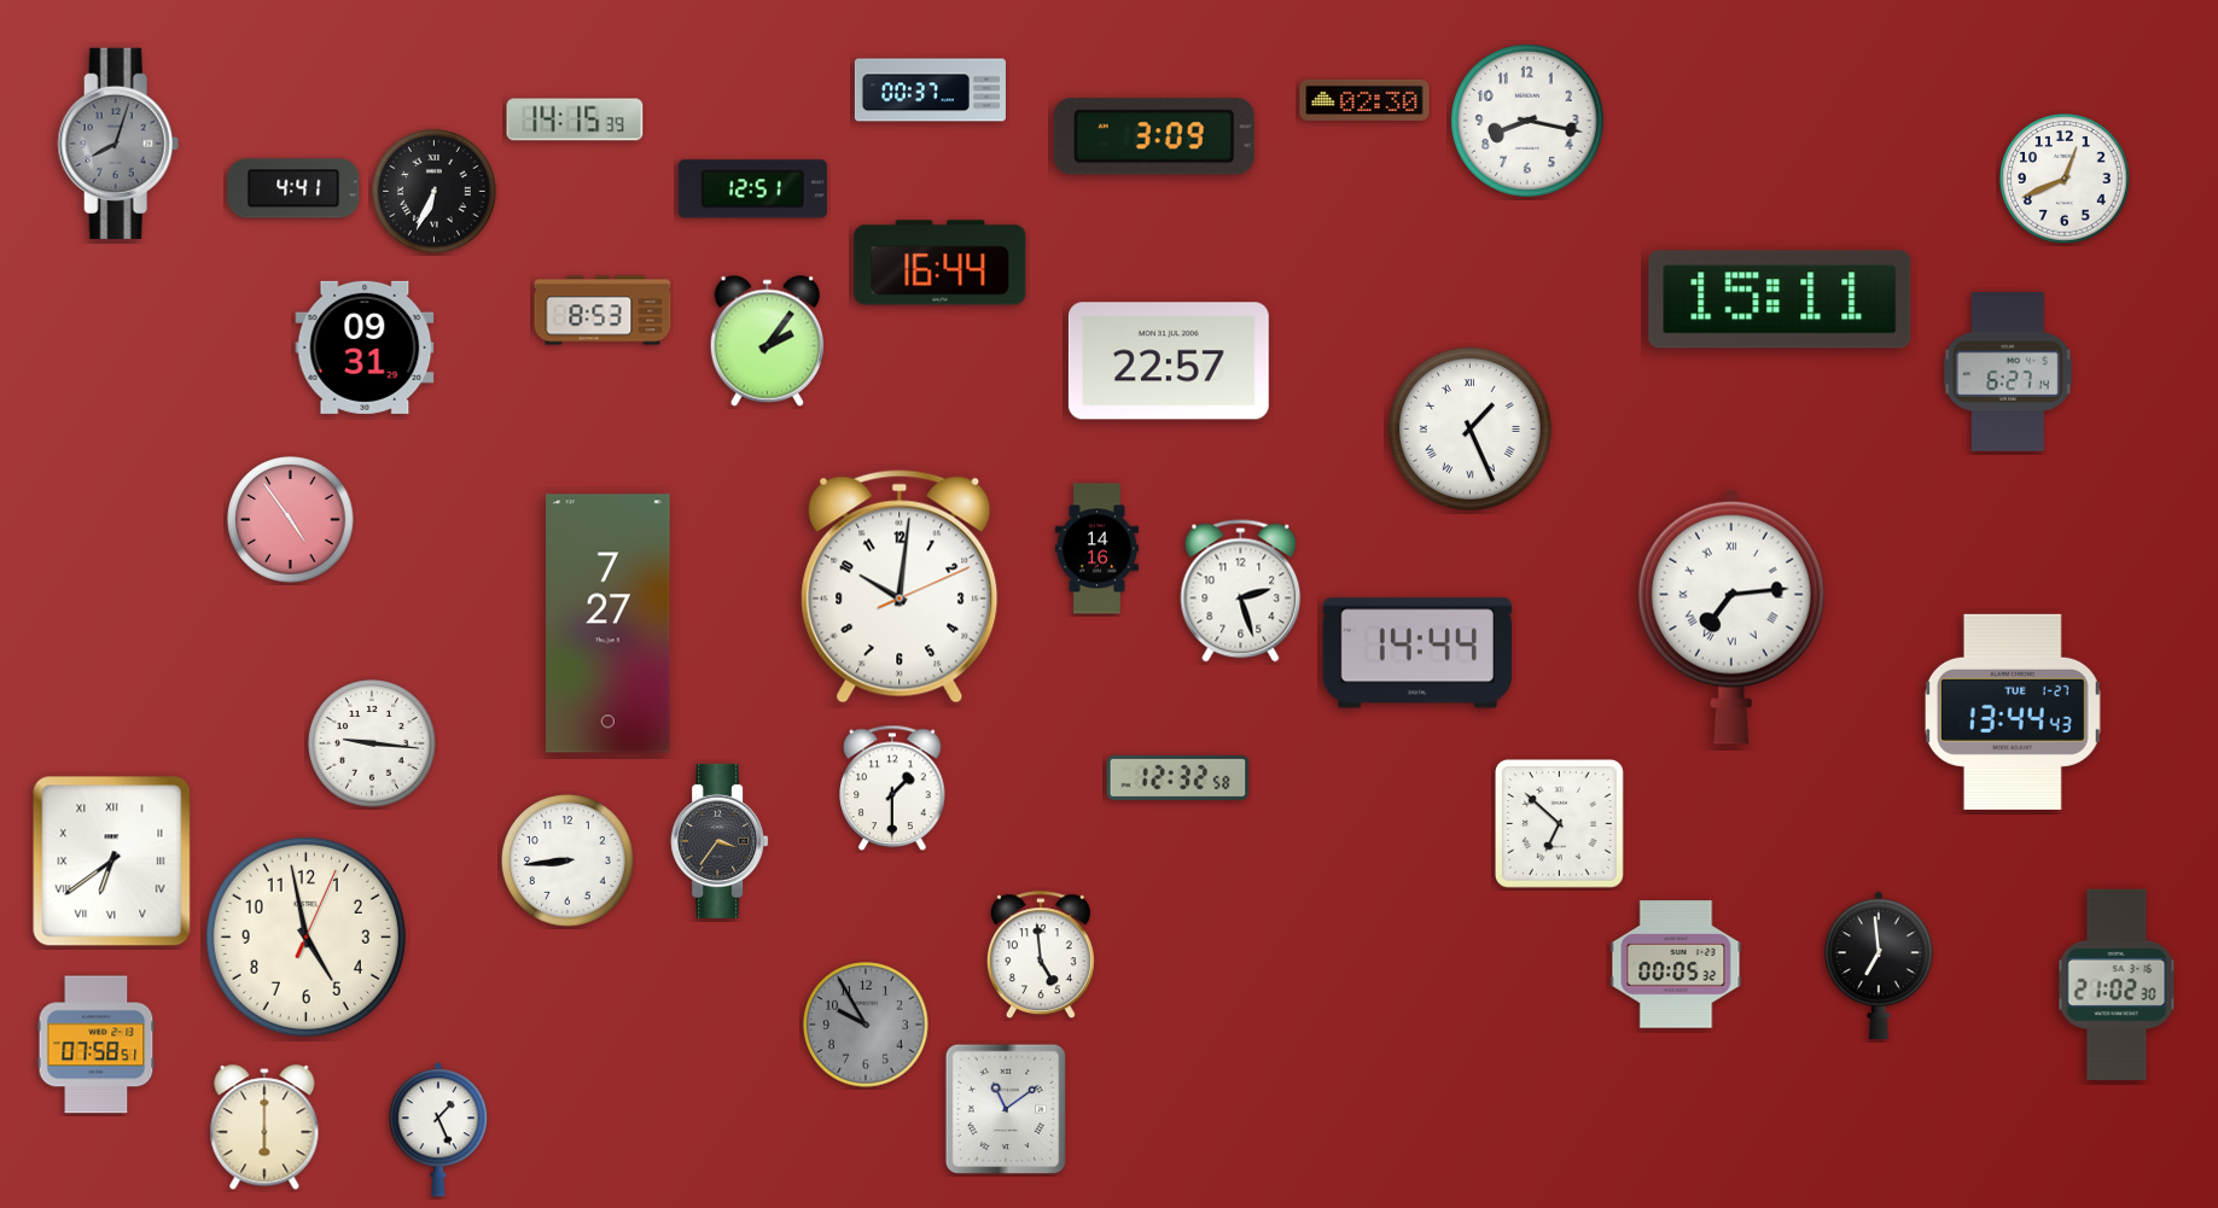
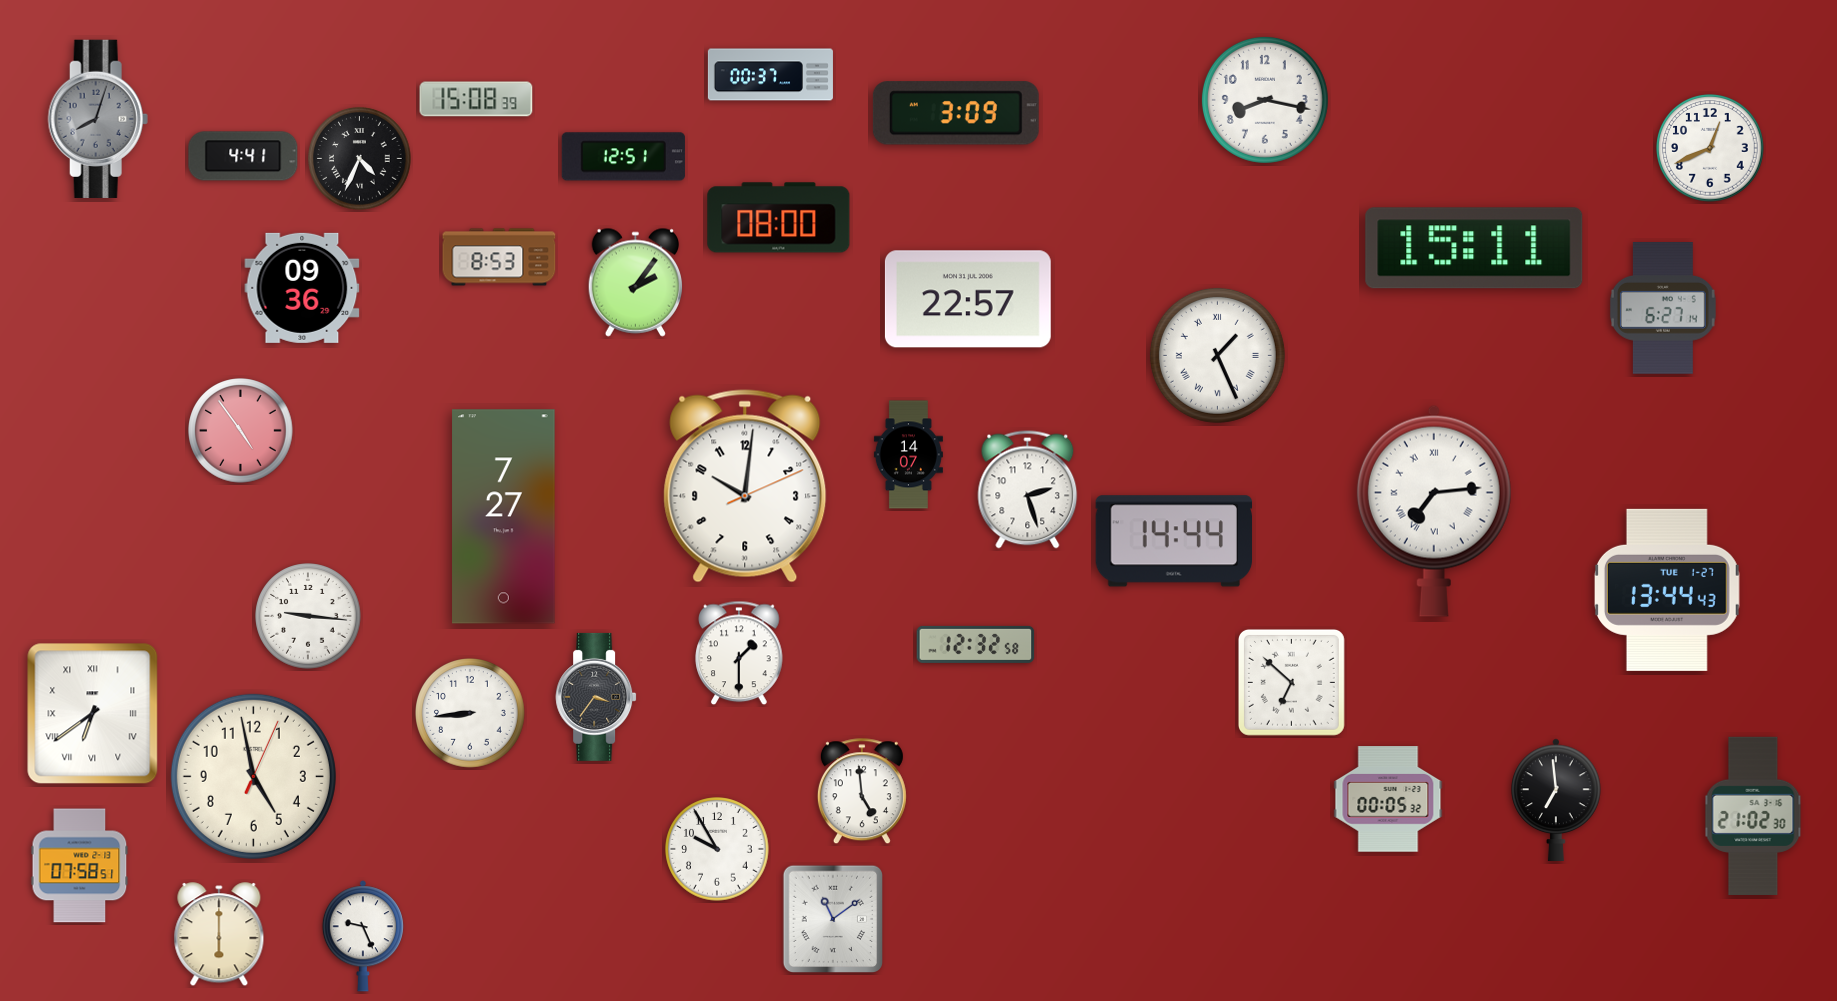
clock at (1364, 100): 02:30 -> none
clock at (575, 119): 14:15 -> 15:08
clock at (435, 192): 6:34 -> 4:34
clock at (941, 263): 16:44 -> 08:00
clock at (365, 348): 09:31 -> 09:36
clock at (1096, 549): 14:16 -> 14:07
clock at (866, 1025) dial: grey -> white
clock at (438, 1130): 1:26 -> 9:26
